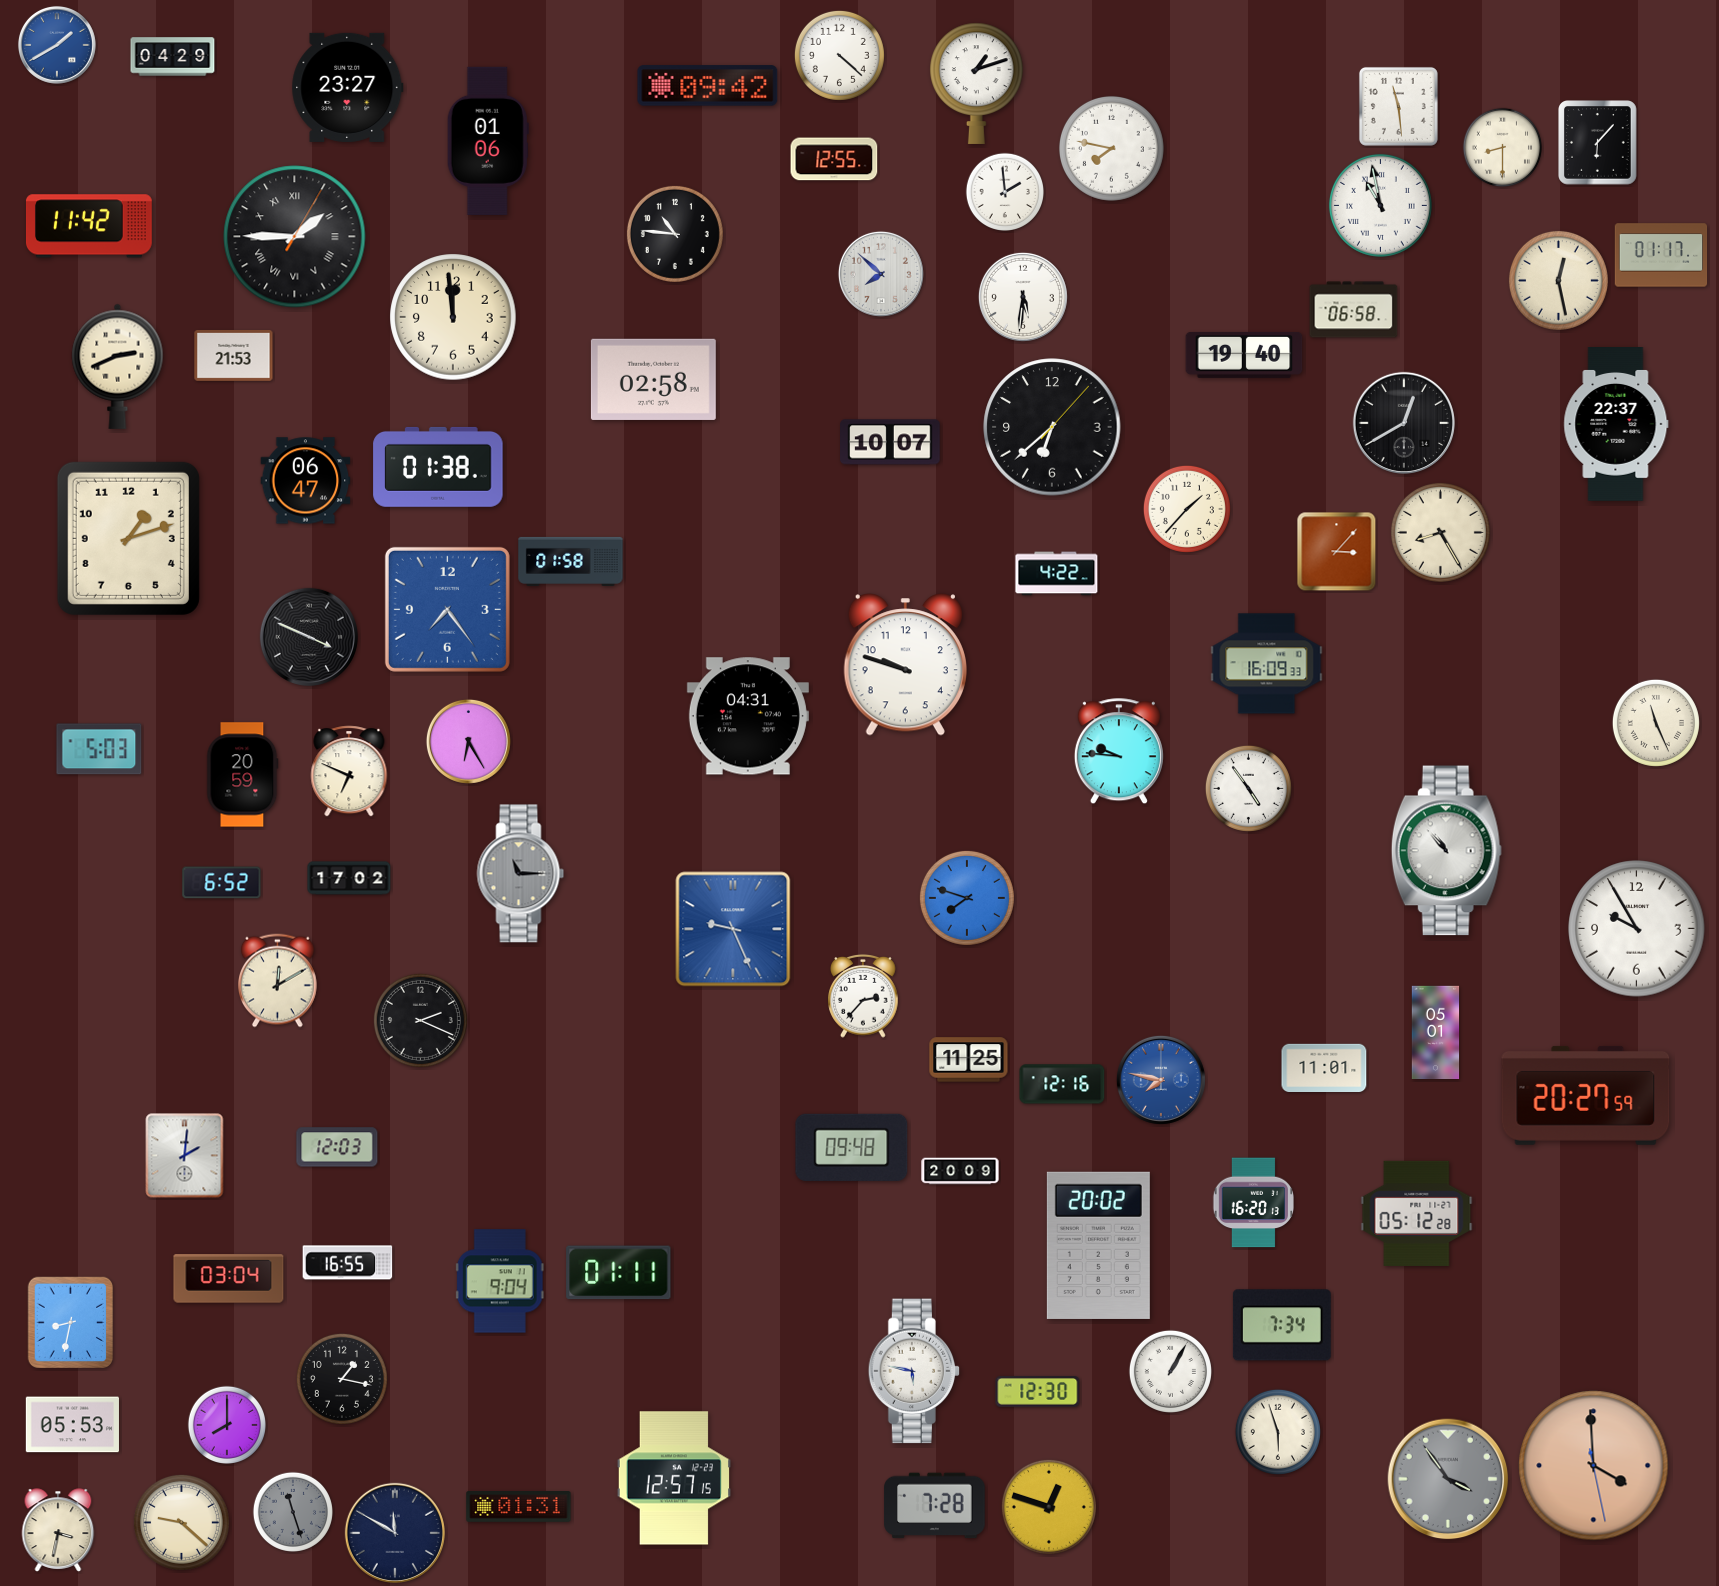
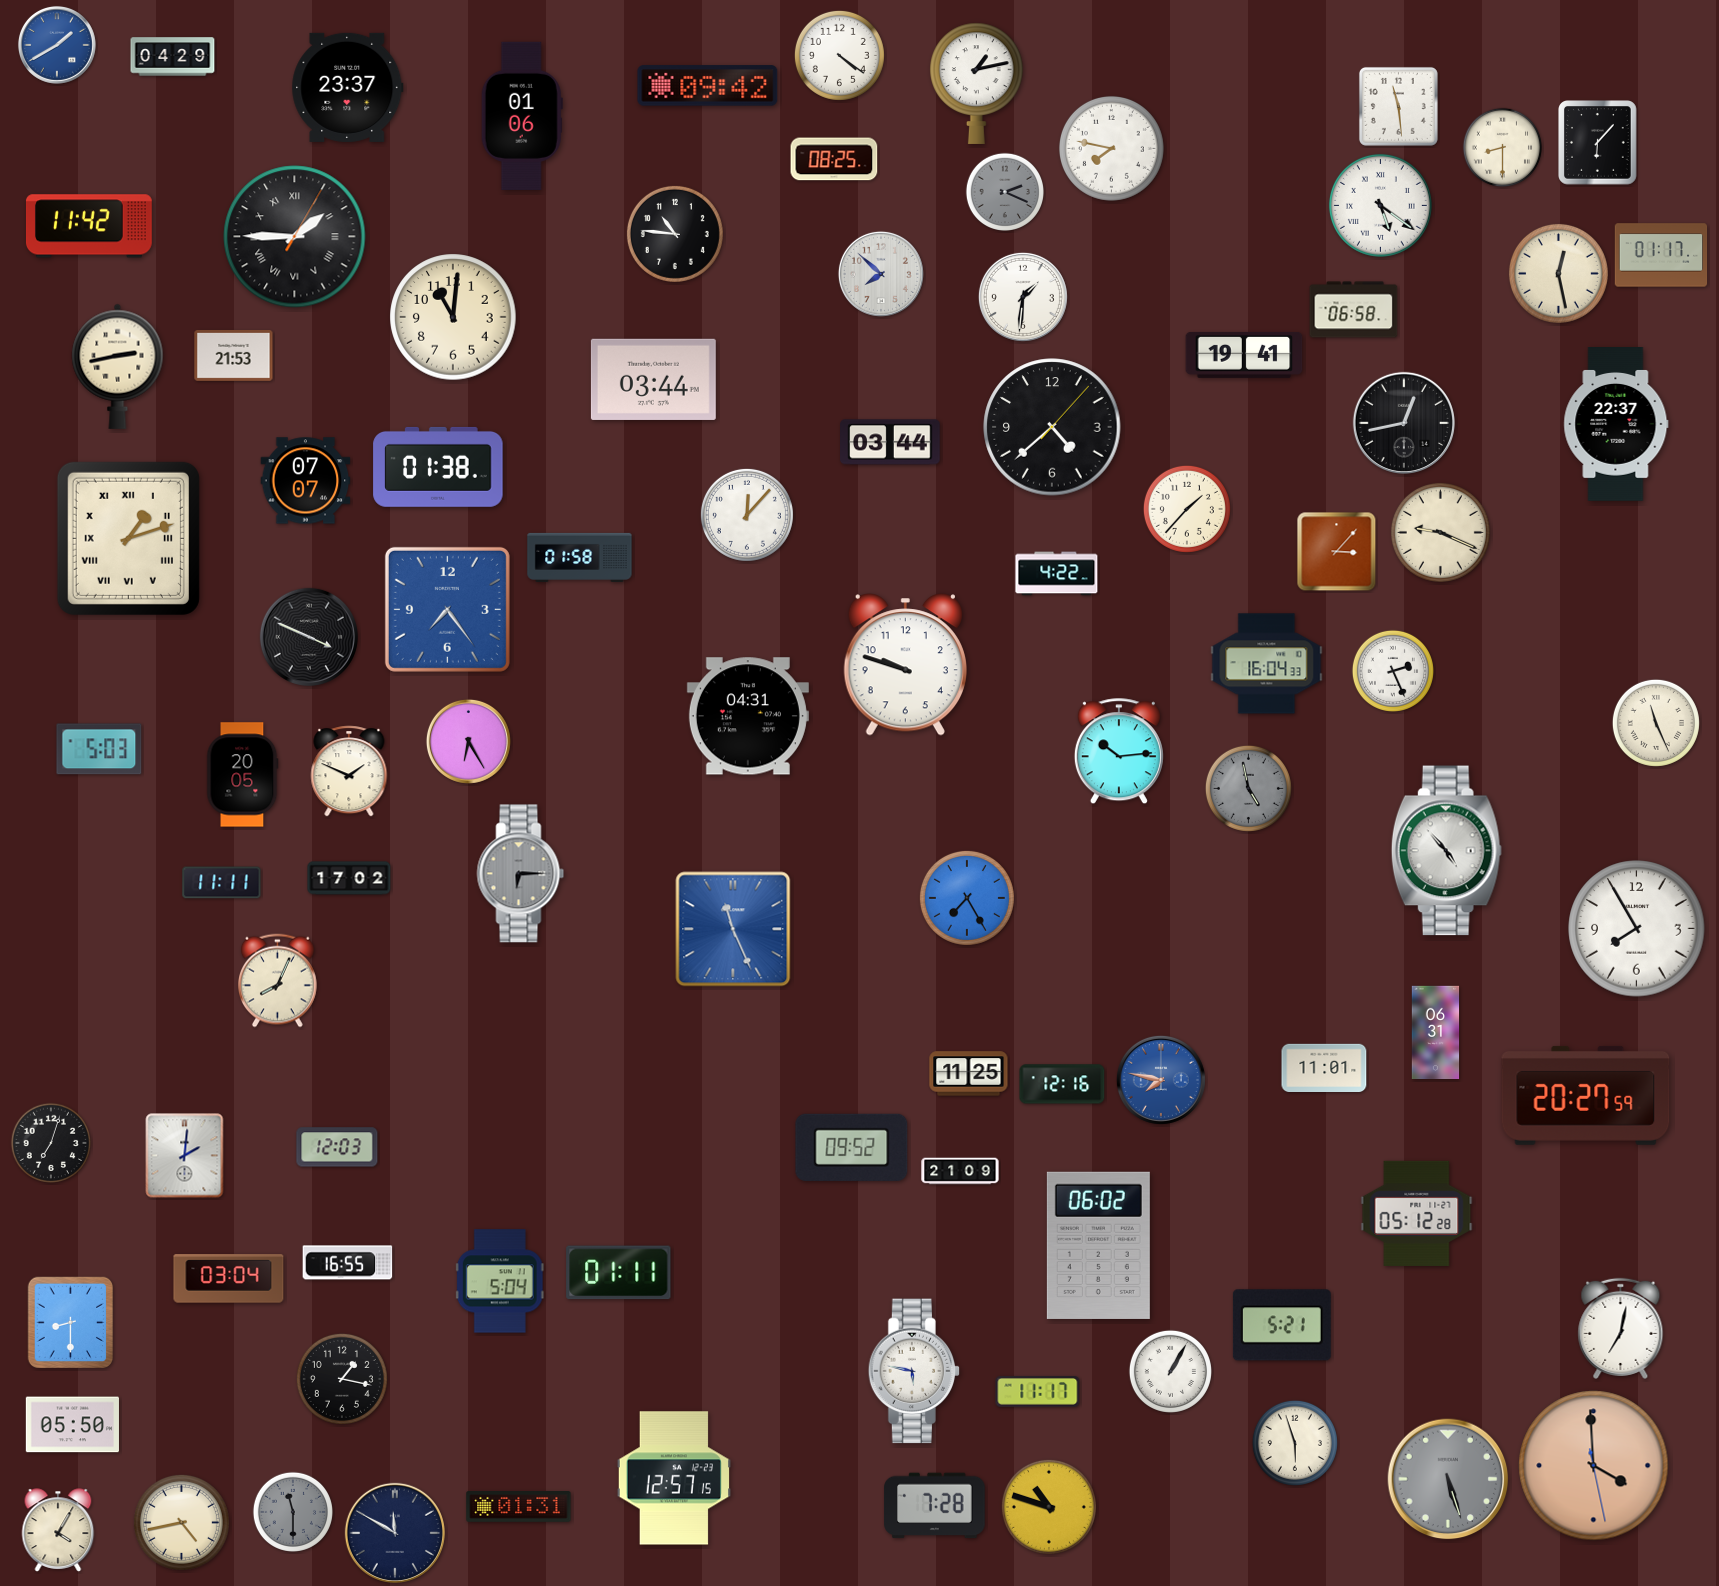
clock at (839, 55): 4:22 -> 4:21
clock at (977, 83): 1:12 -> 1:13
clock at (348, 87): 23:27 -> 23:37
clock at (488, 141) position: (488, 141) -> (522, 116)
clock at (834, 159): 12:55 -> 08:25
clock at (1004, 191): 1:59 -> 2:19
clock at (1004, 191) dial: white -> grey
clock at (1380, 205): 10:58 -> 5:21
clock at (1558, 280) position: (1558, 280) -> (1558, 273)
clock at (1023, 297): 5:31 -> 1:31
clock at (453, 317): 11:59 -> 11:01
clock at (1244, 355): 19:40 -> 19:41
clock at (118, 366): 2:41 -> 2:43
clock at (653, 379): 02:58 -> 03:44
clock at (1404, 423): 12:40 -> 12:43
clock at (1052, 427): 6:38 -> 4:38
clock at (890, 442): 10:07 -> 03:44
clock at (306, 481): 06:47 -> 07:07
clock at (747, 515): none -> 12:07
clock at (1440, 532): 8:25 -> 9:19
clock at (128, 538) numerals: Arabic -> Roman
clock at (571, 561) position: (571, 561) -> (580, 557)
clock at (1267, 664): 16:09 -> 16:04
clock at (1393, 671): none -> 2:26
clock at (1119, 752): 9:46 -> 10:14
clock at (349, 771): 6:49 -> 1:49
clock at (243, 775): 20:59 -> 20:05
clock at (1248, 788): 4:54 -> 4:58
clock at (1248, 788) dial: white -> grey
clock at (1446, 851): 10:53 -> 4:53
clock at (521, 874): 11:15 -> 6:15
clock at (222, 883): 6:52 -> 11:11
clock at (967, 898): 7:48 -> 7:25
clock at (733, 929): 9:26 -> 11:26
clock at (1637, 929): 9:55 -> 7:55
clock at (278, 981): 12:10 -> 8:04
clock at (863, 996): 2:37 -> none
clock at (420, 1020): 2:19 -> none
clock at (1436, 1033): 05:01 -> 06:31
clock at (969, 1060) position: (969, 1060) -> (969, 1074)
clock at (51, 1143): none -> 7:03
clock at (852, 1147): 09:48 -> 09:52
clock at (960, 1171): 20:09 -> 21:09
clock at (1253, 1203): 16:20 -> none
clock at (1098, 1245): 20:02 -> 06:02
clock at (500, 1281): 9:04 -> 5:04
clock at (71, 1323): 8:32 -> 8:30
clock at (1282, 1325): 7:34 -> 5:21
clock at (1621, 1328): none -> 7:02
clock at (1038, 1392): 12:30 -> 11:17
clock at (226, 1424): 8:00 -> none
clock at (72, 1425): 05:53 -> 05:50
clock at (1278, 1432) position: (1278, 1432) -> (1295, 1443)
clock at (1448, 1479): 3:54 -> 5:27
clock at (1049, 1507): 12:48 -> 10:48
clock at (293, 1512): 11:27 -> 11:30
clock at (181, 1522): 9:22 -> 4:43
clock at (58, 1530): 3:32 -> 4:05
